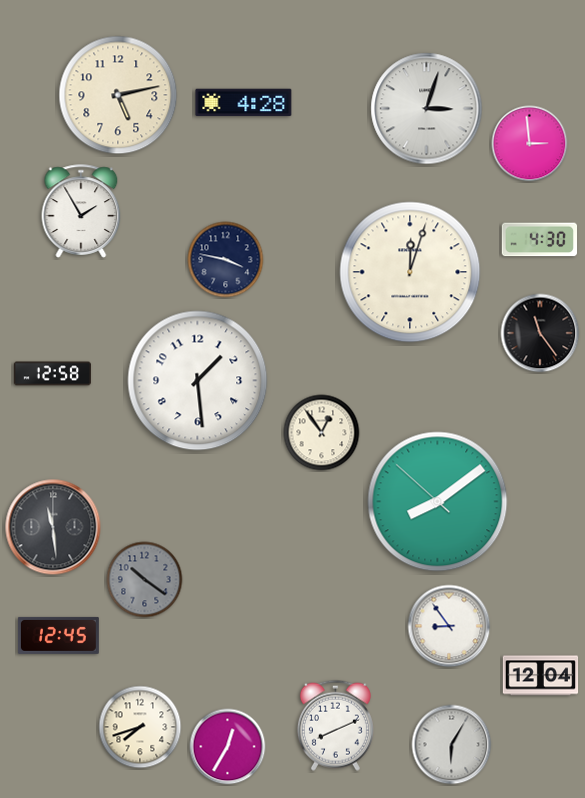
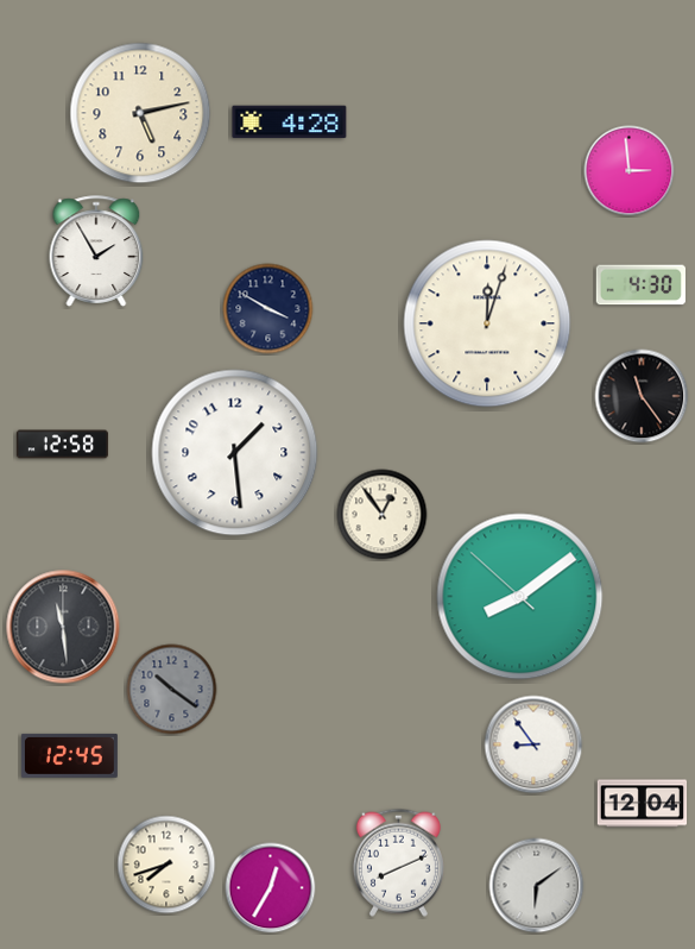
clock at (427, 109): 3:03 -> none
clock at (226, 260): 3:47 -> 3:50
clock at (452, 745): 6:05 -> 6:09
